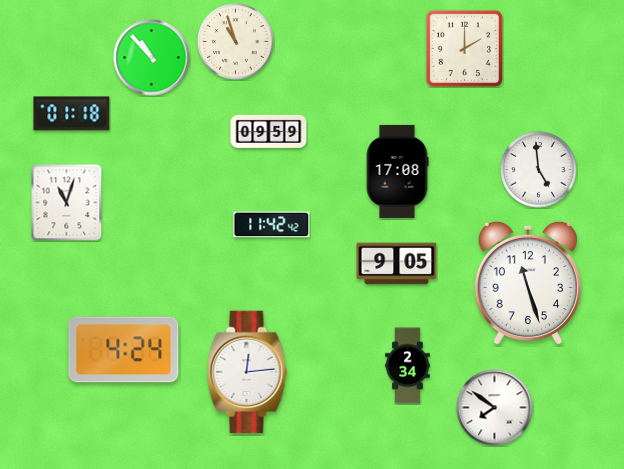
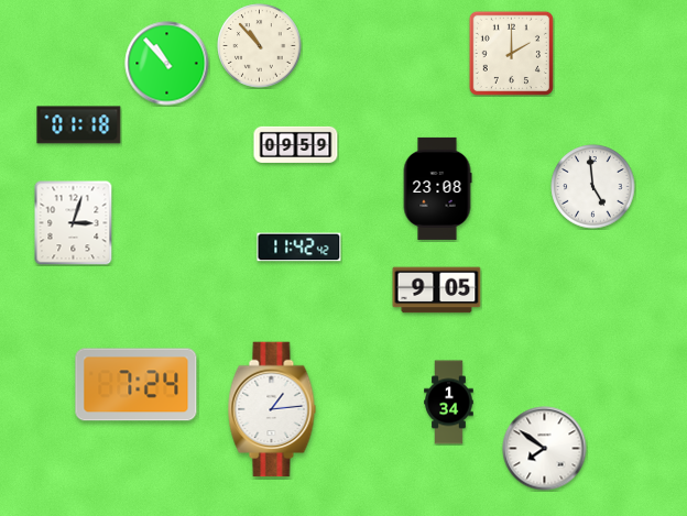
clock at (236, 42): 10:57 -> 10:53
clock at (397, 171): 17:08 -> 23:08
clock at (67, 202): 11:03 -> 3:03
clock at (528, 283): 11:27 -> none
clock at (124, 350): 4:24 -> 7:24
clock at (408, 366): 2:34 -> 1:34
clock at (247, 372): 12:14 -> 1:14
